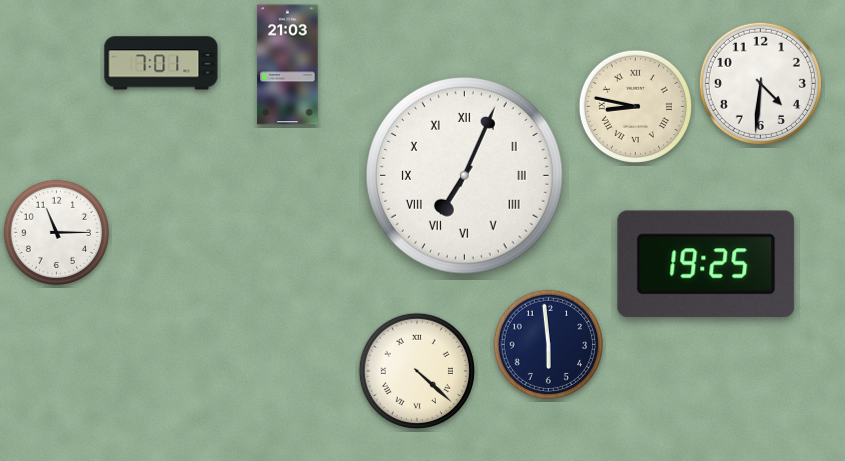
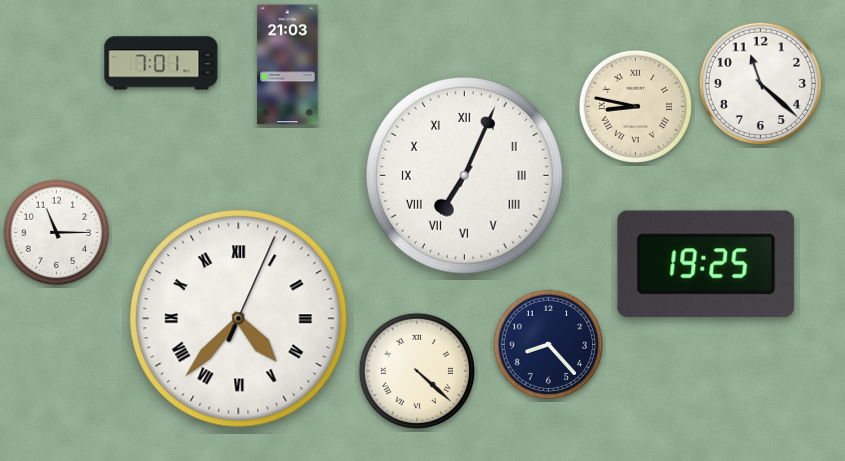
clock at (760, 83): 4:31 -> 11:22
clock at (239, 319): none -> 4:37
clock at (548, 344): 5:59 -> 8:23
